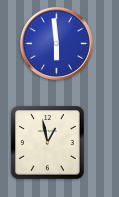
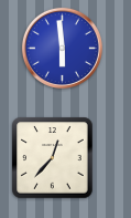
clock at (48, 143): 12:58 -> 12:37
